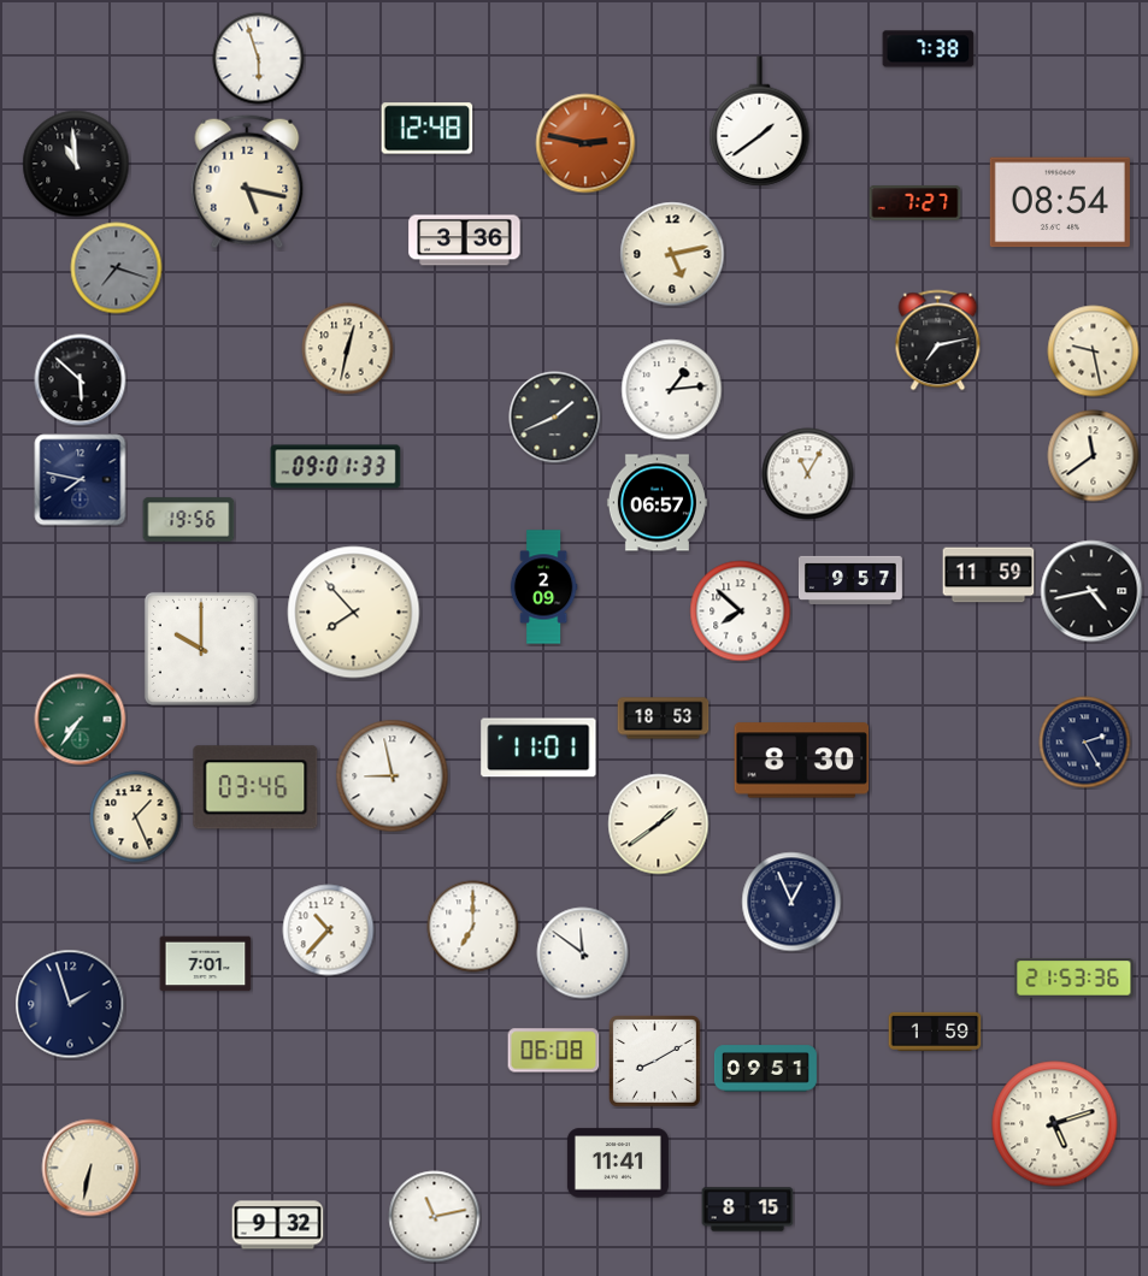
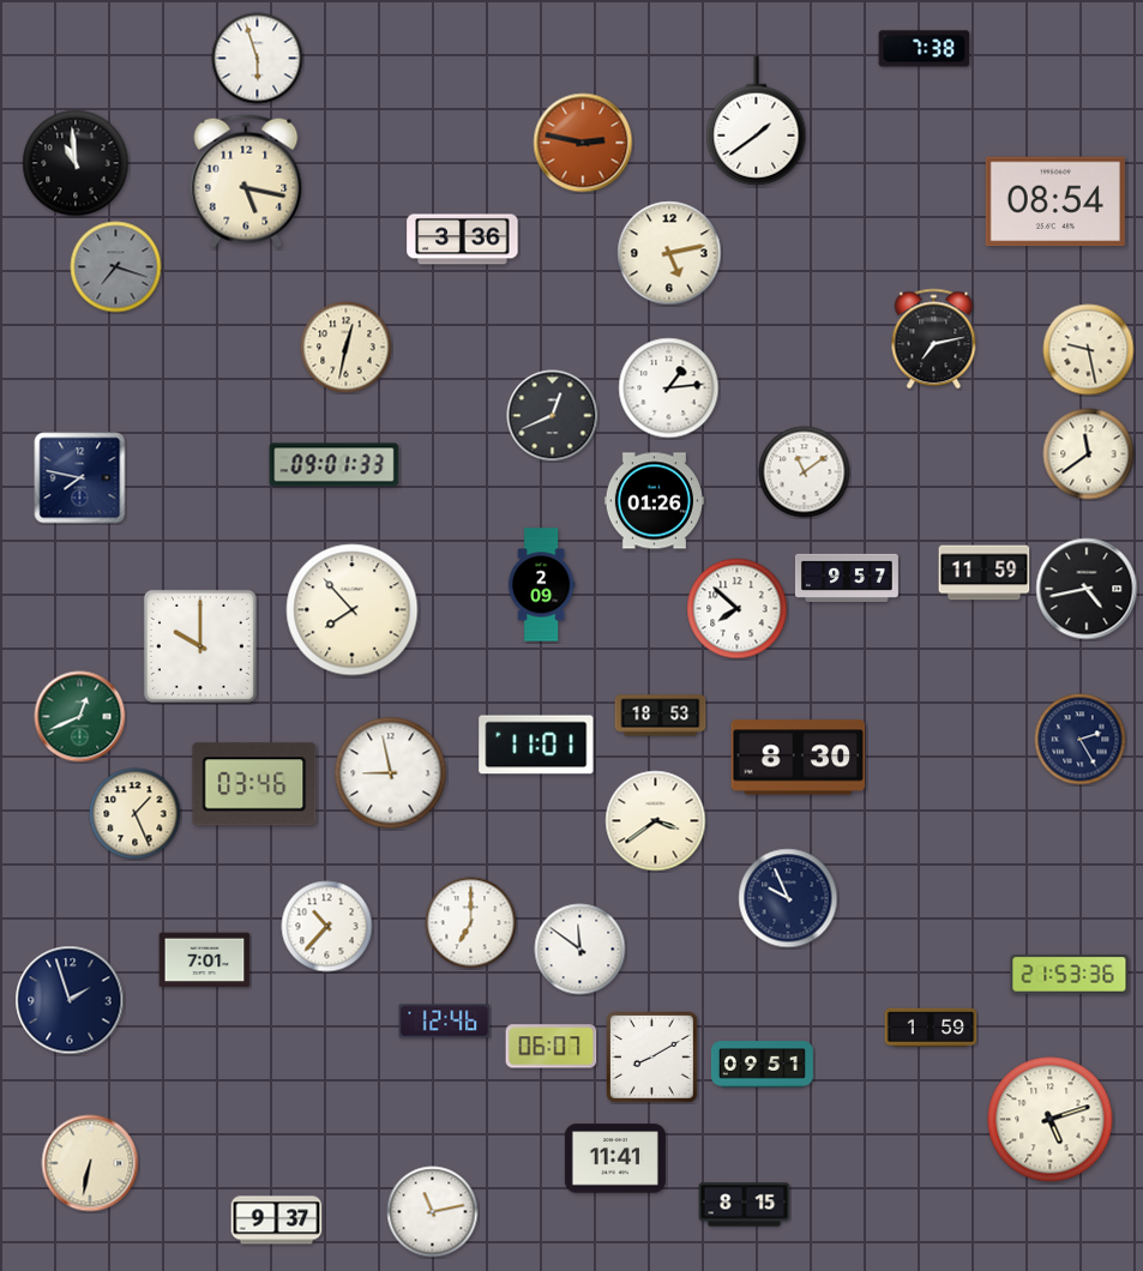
clock at (428, 129): 12:48 -> none
clock at (916, 203): 7:27 -> none
clock at (81, 380): 5:52 -> none
clock at (555, 418): 1:41 -> 12:41
clock at (808, 474): 11:05 -> 11:09
clock at (657, 503): 06:57 -> 01:26
clock at (189, 520): 19:56 -> none
clock at (81, 720): 7:36 -> 12:41
clock at (659, 825): 1:39 -> 3:39
clock at (791, 902): 12:56 -> 9:56
clock at (445, 1022): none -> 12:46
clock at (554, 1051): 06:08 -> 06:07
clock at (278, 1225): 9:32 -> 9:37
